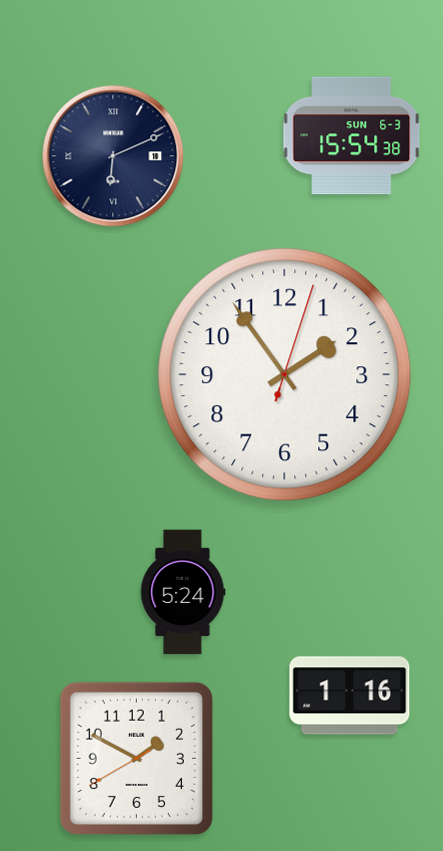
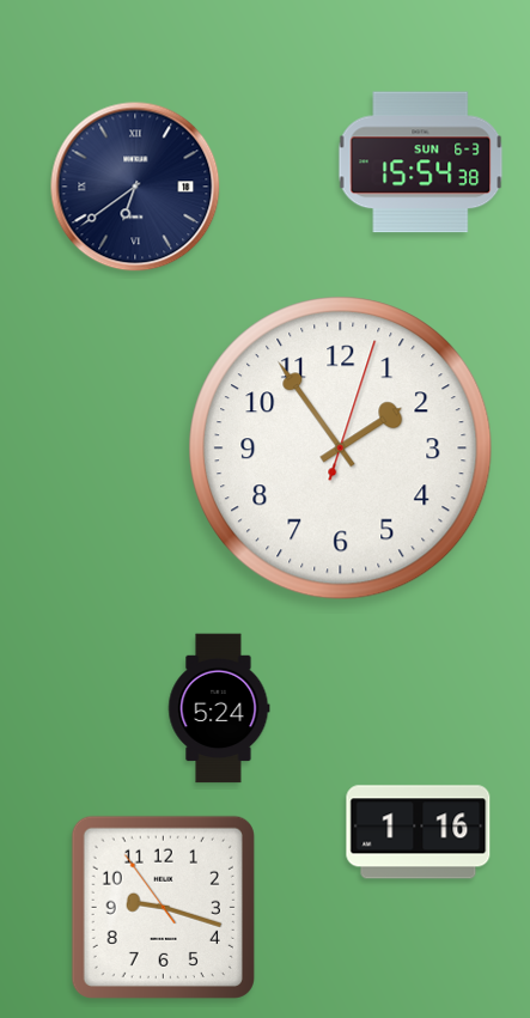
clock at (113, 156): 6:11 -> 6:39
clock at (136, 758): 1:49 -> 9:17
